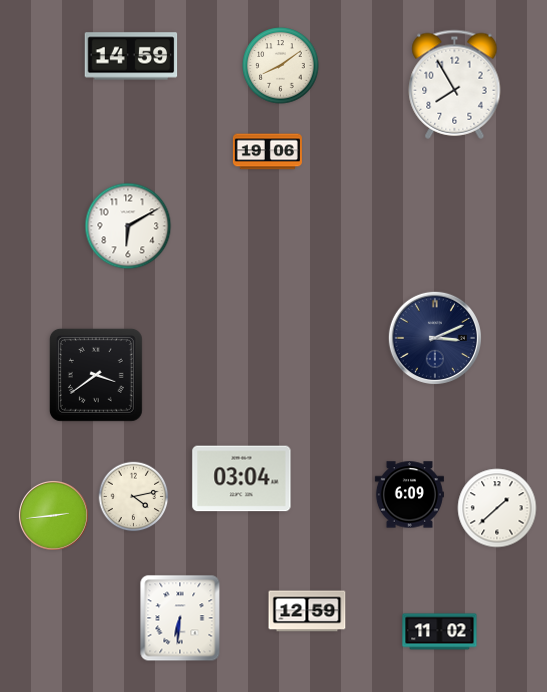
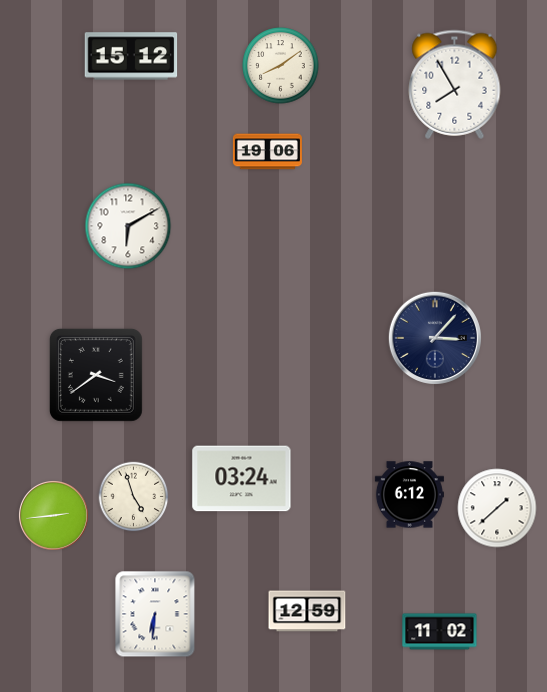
clock at (131, 56): 14:59 -> 15:12
clock at (435, 338): 3:11 -> 3:07
clock at (242, 479): 03:04 -> 03:24
clock at (409, 495): 6:09 -> 6:12
clock at (134, 497): 4:13 -> 4:57
clock at (180, 618) position: (180, 618) -> (155, 614)
